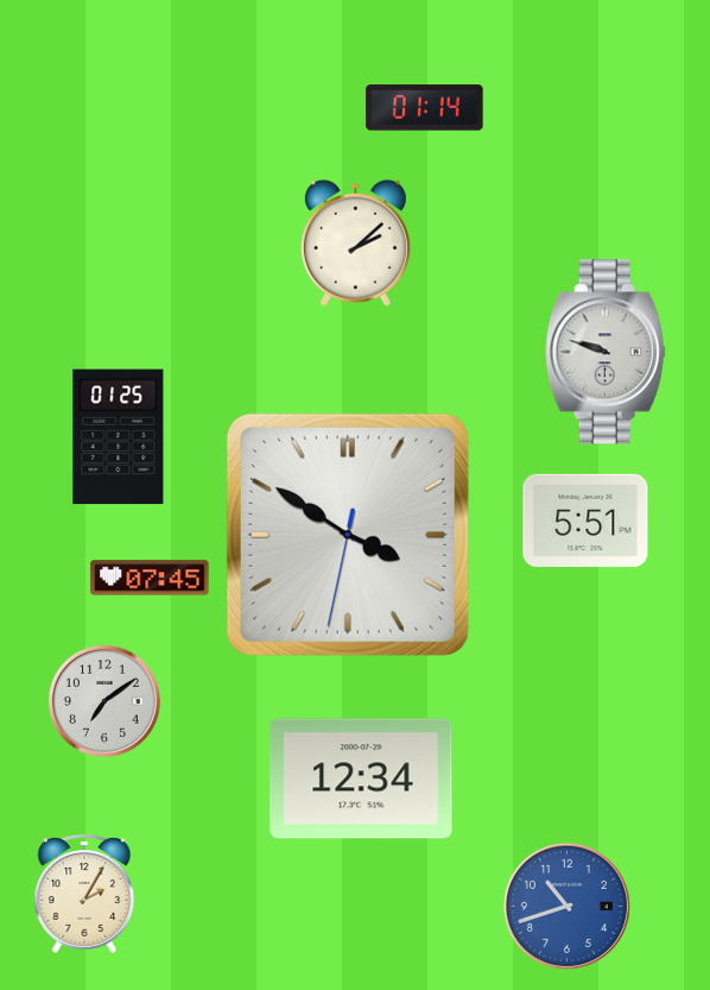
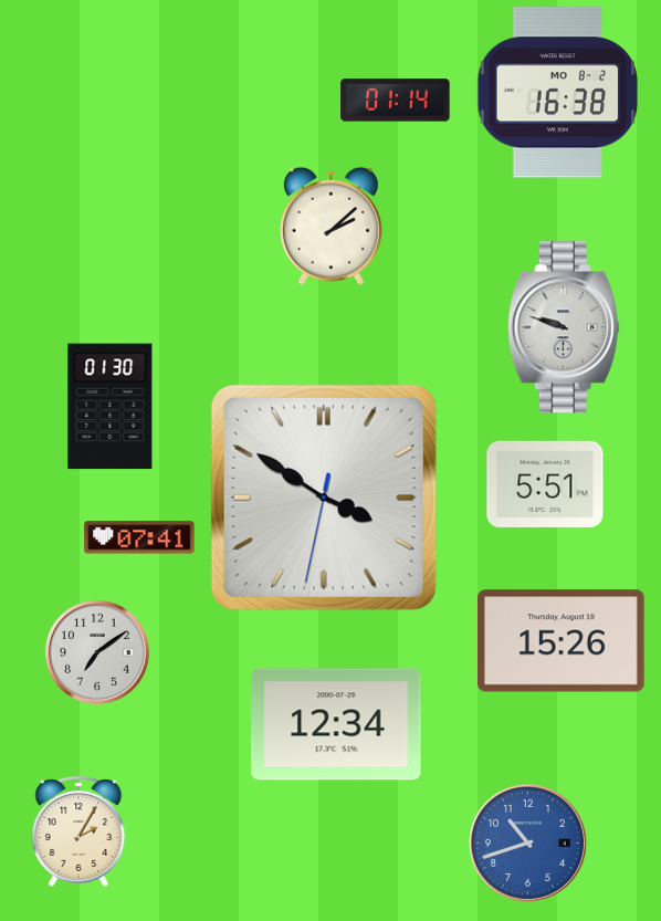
clock at (557, 93): none -> 16:38
clock at (119, 437): 01:25 -> 01:30
clock at (150, 578): 07:45 -> 07:41
clock at (562, 641): none -> 15:26
